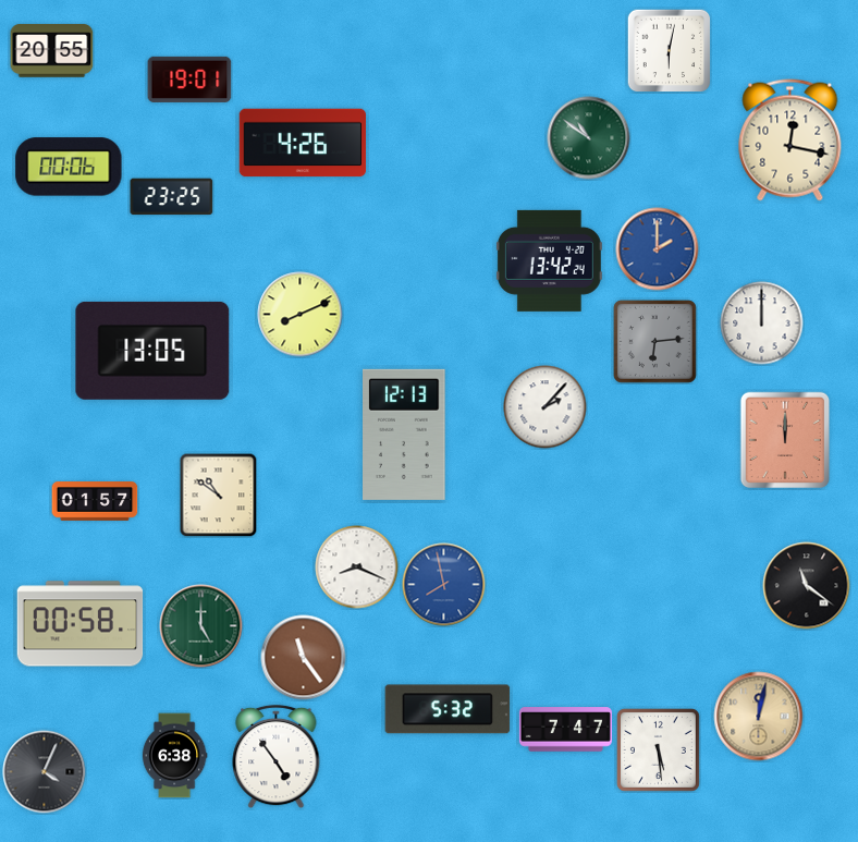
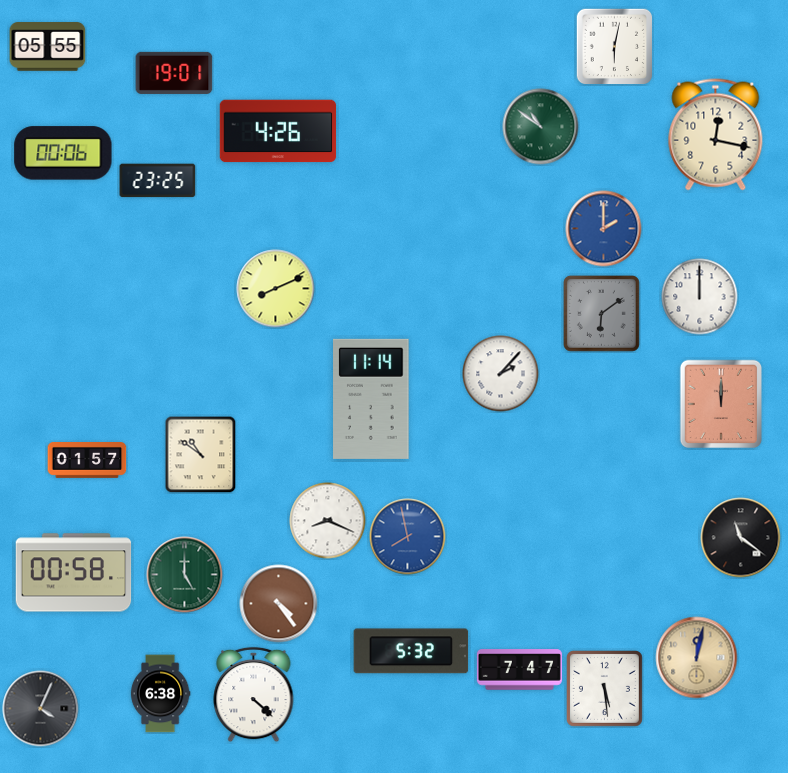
clock at (52, 51): 20:55 -> 05:55
clock at (790, 141) position: (790, 141) -> (716, 135)
clock at (549, 260): 13:42 -> none
clock at (654, 341): 6:14 -> 6:09
clock at (152, 351): 13:05 -> none
clock at (404, 435): 12:13 -> 11:14
clock at (304, 658): 11:24 -> 4:24
clock at (277, 757): 4:54 -> 4:22
